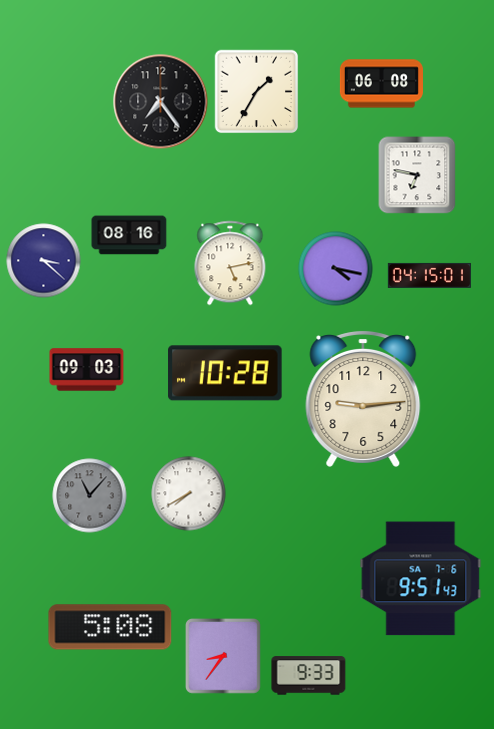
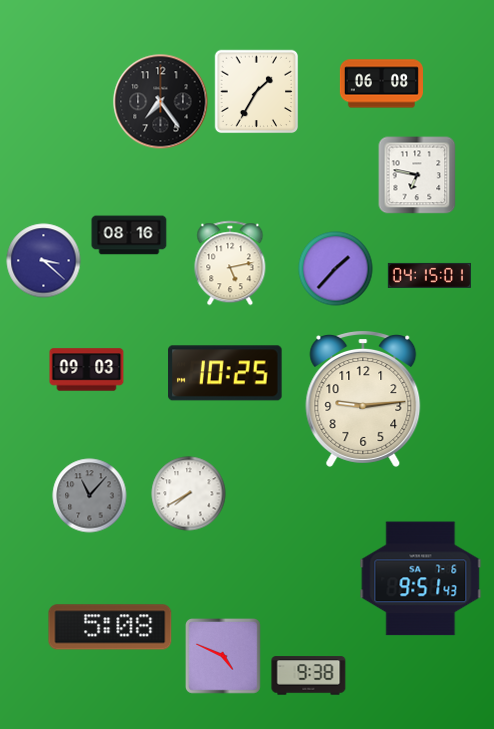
clock at (336, 269): 4:17 -> 1:37
clock at (225, 373): 10:28 -> 10:25
clock at (224, 657): 8:36 -> 4:49
clock at (309, 676): 9:33 -> 9:38
